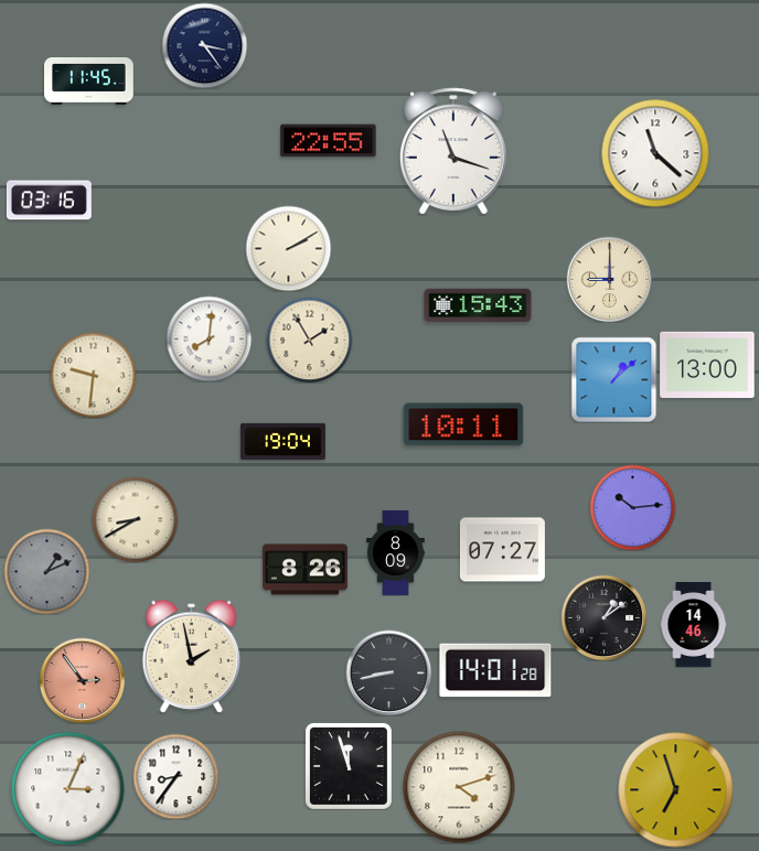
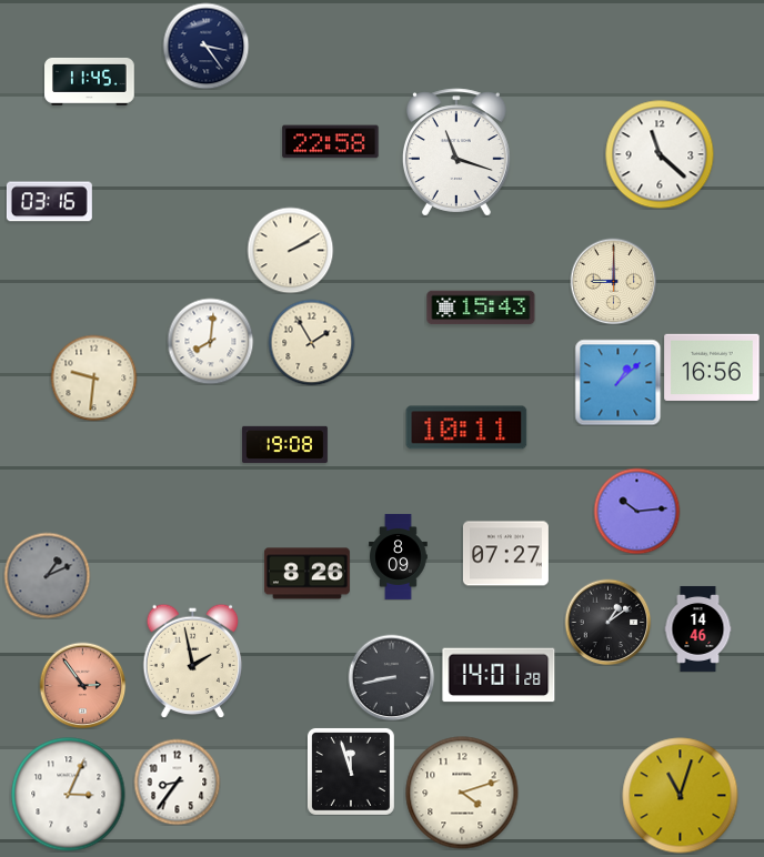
clock at (329, 141): 22:55 -> 22:58
clock at (707, 365): 13:00 -> 16:56
clock at (282, 442): 19:04 -> 19:08
clock at (135, 519): 8:40 -> none
clock at (676, 790): 6:57 -> 11:03
